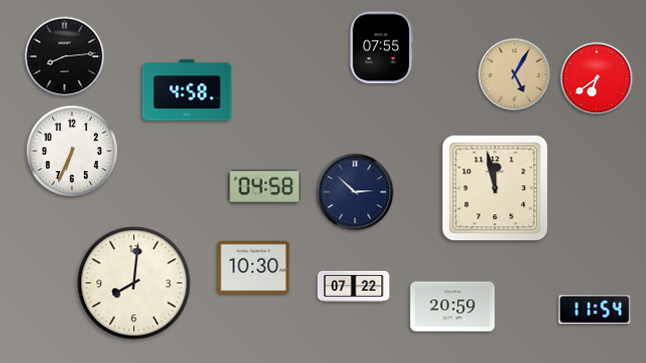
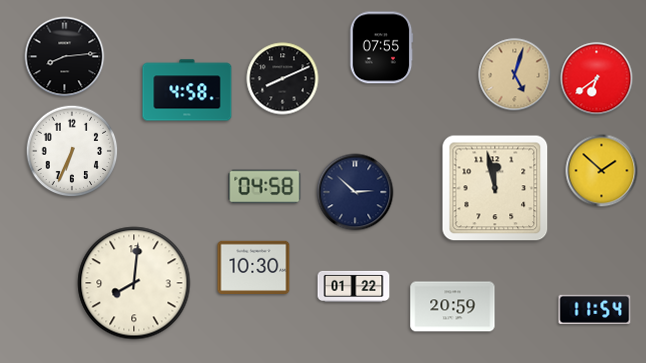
clock at (515, 75): 5:05 -> 5:03
clock at (283, 79): none -> 8:11
clock at (602, 171): none -> 1:52
clock at (354, 286): 07:22 -> 01:22
